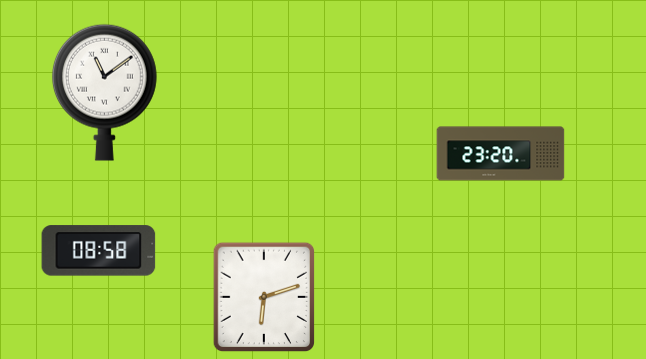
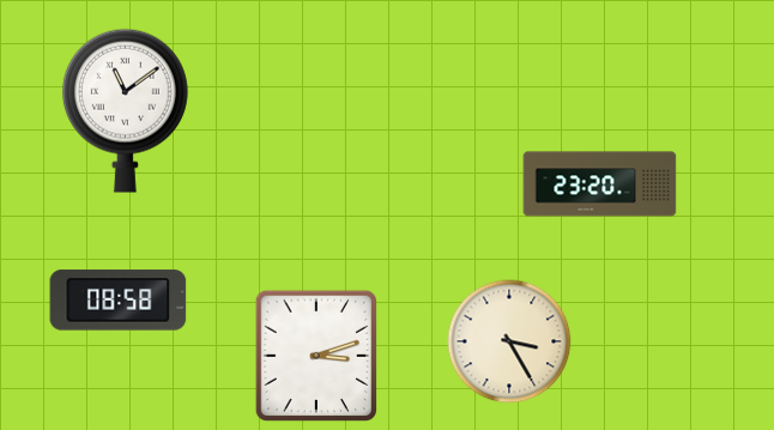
clock at (509, 341): none -> 3:25
clock at (264, 297): 6:12 -> 3:12
